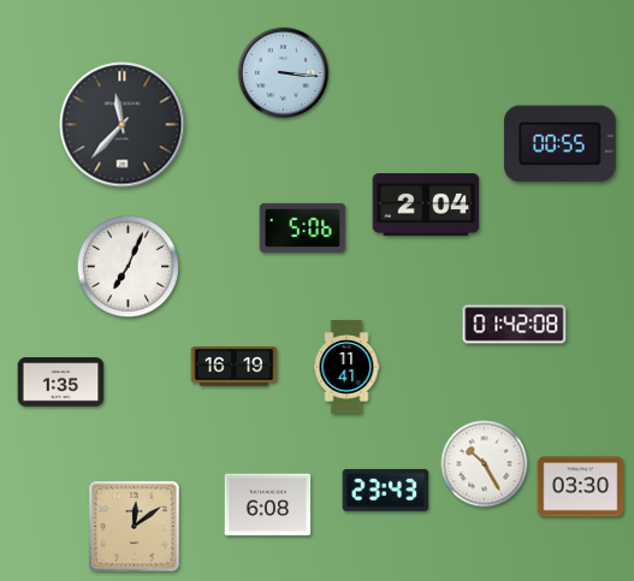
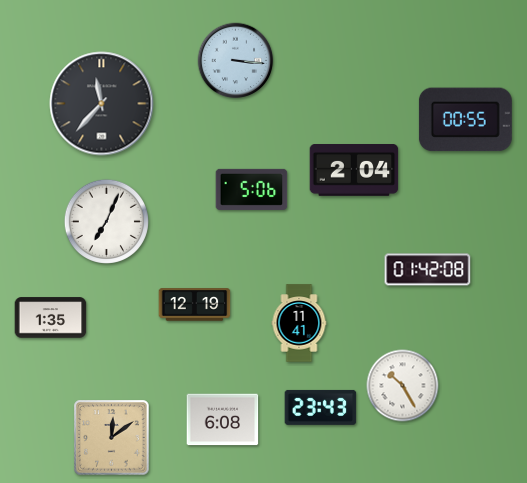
clock at (235, 367): 16:19 -> 12:19
clock at (346, 367) position: (346, 367) -> (299, 323)
clock at (581, 487): 03:30 -> none
